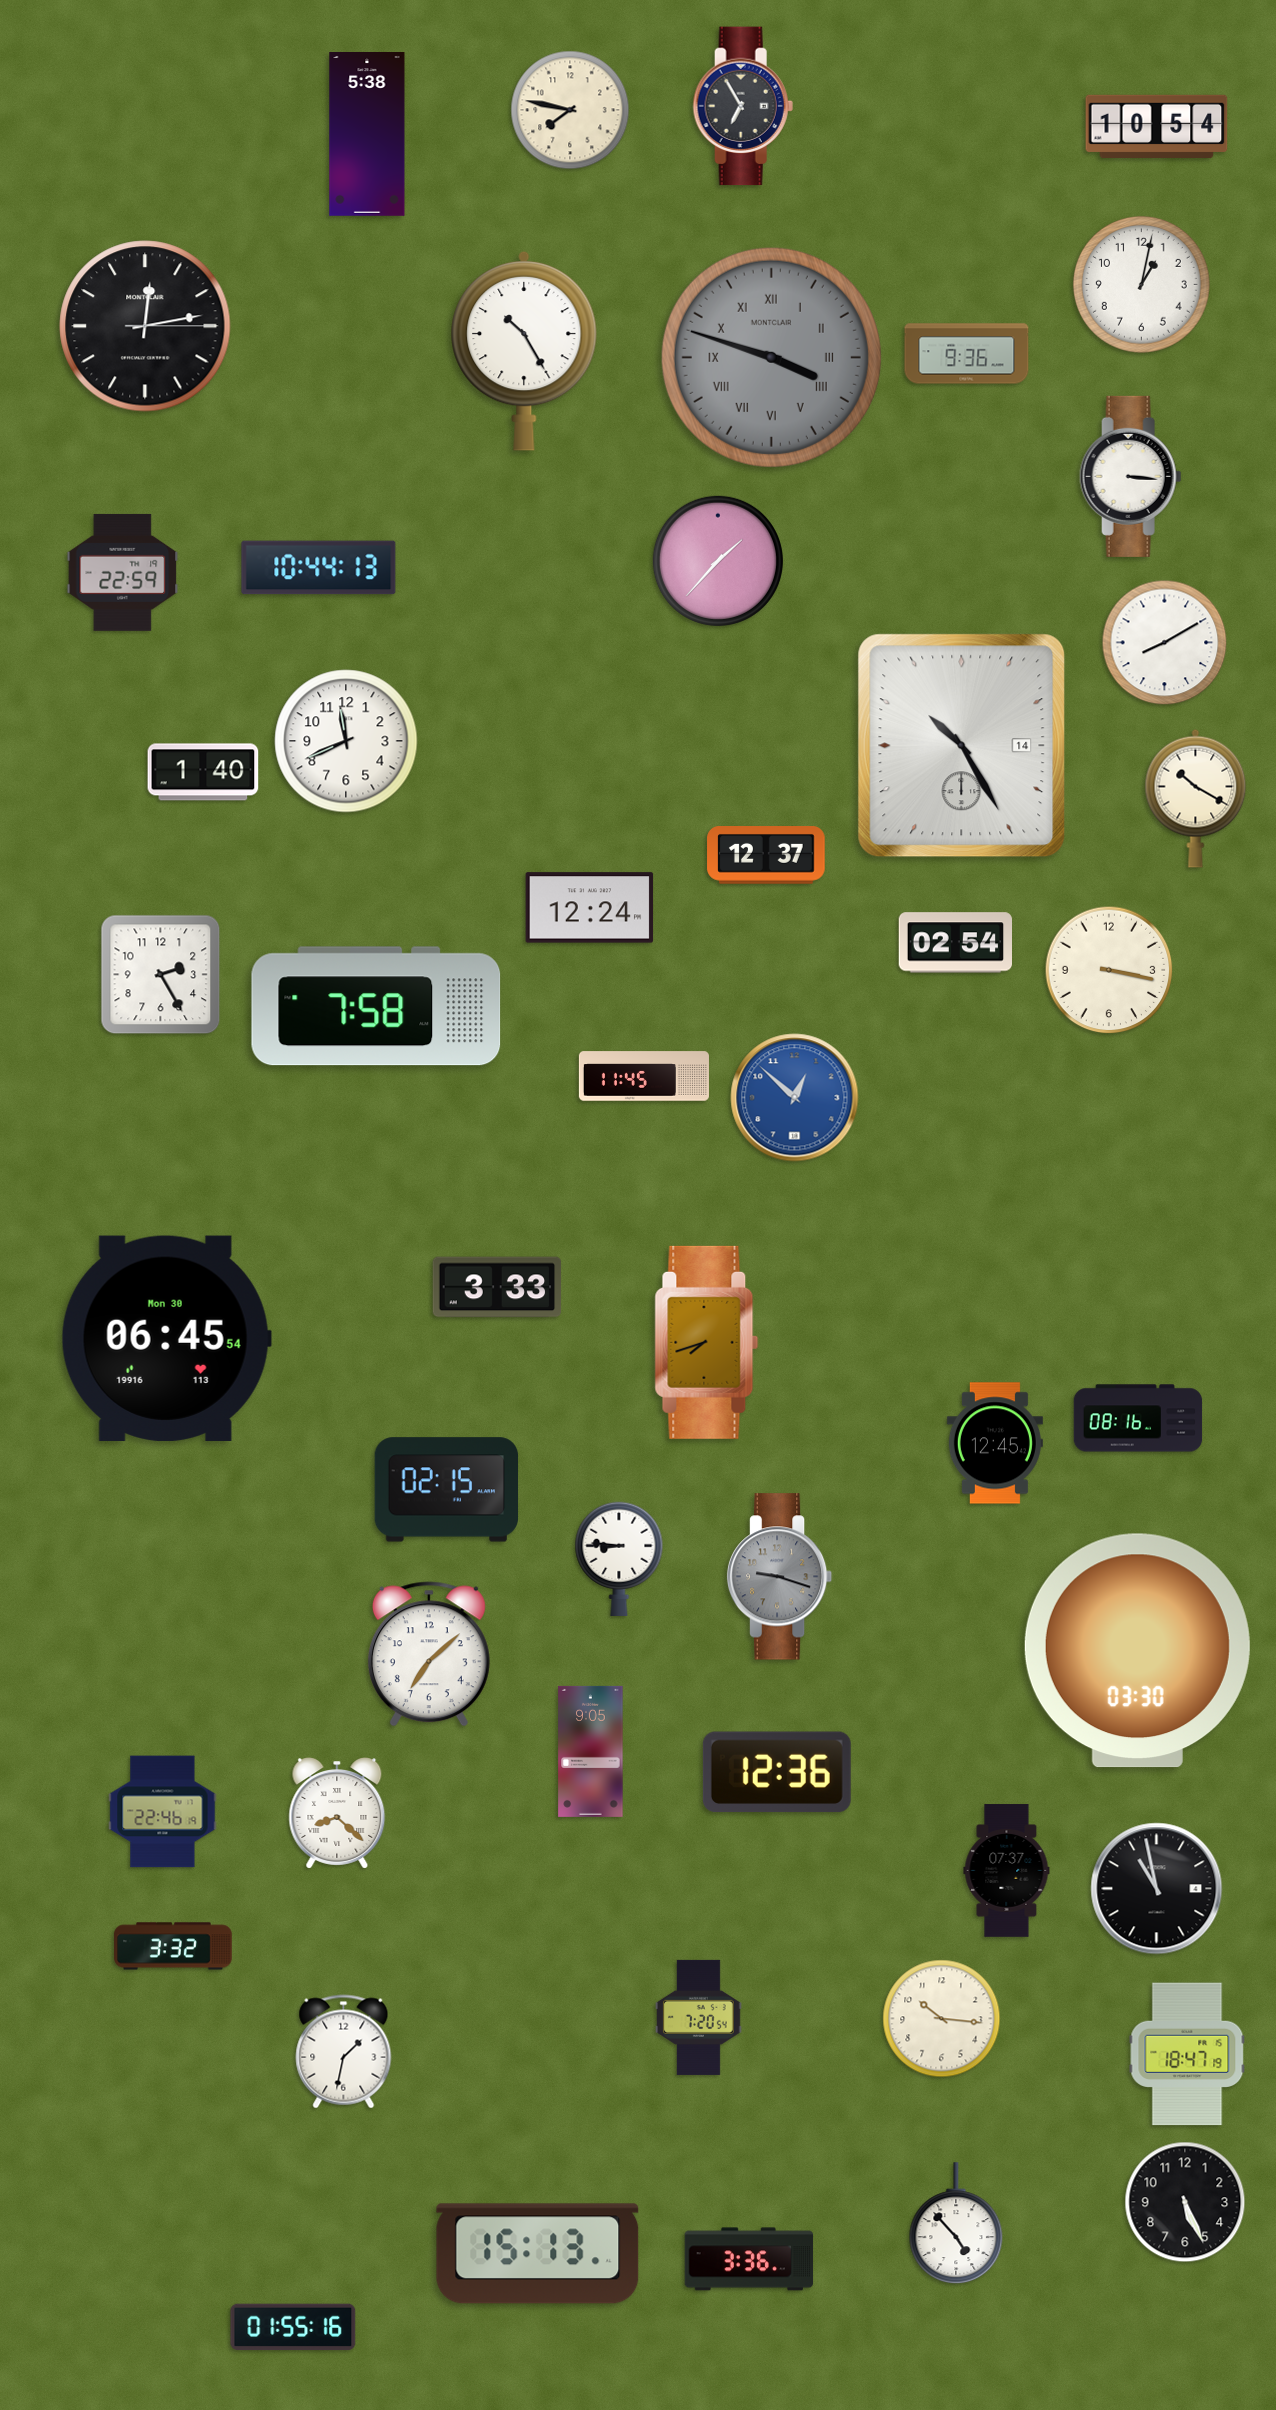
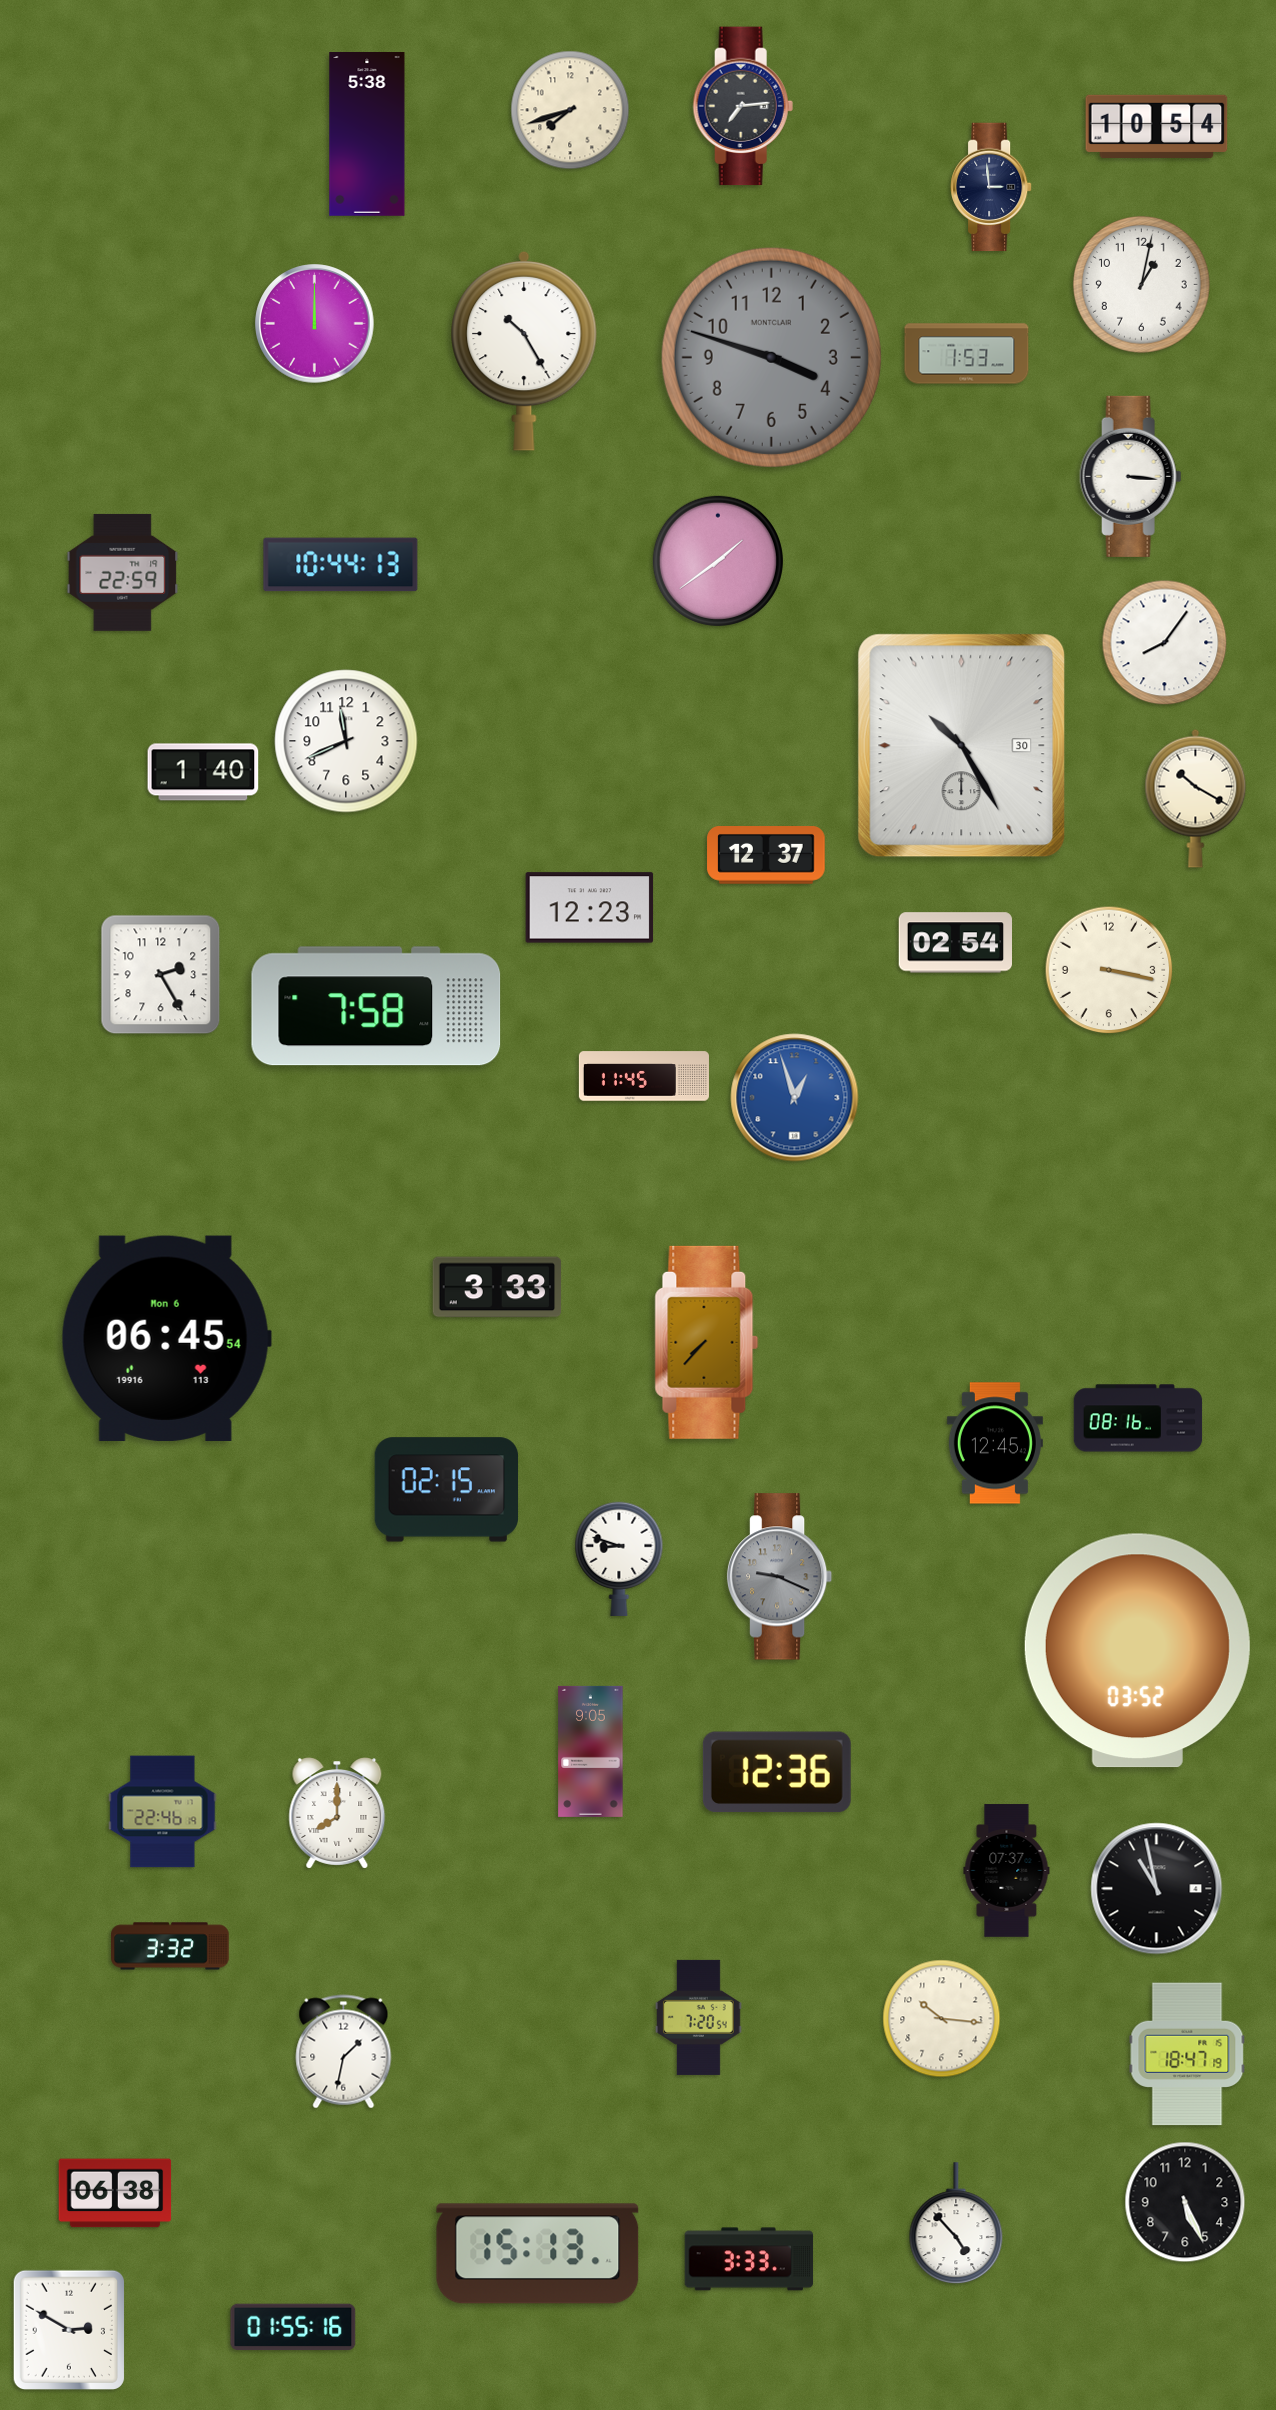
clock at (743, 106): 6:55 -> 7:14
clock at (570, 110): 7:47 -> 7:42
clock at (991, 187): none -> 2:59
clock at (315, 324): none -> 12:00
clock at (145, 326): 12:13 -> none
clock at (967, 354): 9:36 -> 1:53
clock at (771, 357) numerals: Roman -> Arabic
clock at (718, 561): 1:37 -> 1:39
clock at (319, 568) position: (319, 568) -> (341, 565)
clock at (1165, 643): 8:10 -> 8:06
clock at (962, 746) date: 14 -> 30
clock at (590, 908): 12:24 -> 12:23
clock at (795, 1098): 12:52 -> 12:57
clock at (166, 1338) date: Mon 30 -> Mon 6
clock at (707, 1342): 7:42 -> 7:37
clock at (619, 1559): 8:46 -> 8:48
clock at (780, 1577): 9:18 -> 9:19
clock at (1137, 1651): 03:30 -> 03:52
clock at (429, 1654): 7:08 -> none
clock at (337, 1813): 8:22 -> 8:00
clock at (173, 1946) position: (173, 1946) -> (170, 1946)
clock at (115, 2193): none -> 06:38
clock at (749, 2259): 3:36 -> 3:33
clock at (68, 2329): none -> 2:50
